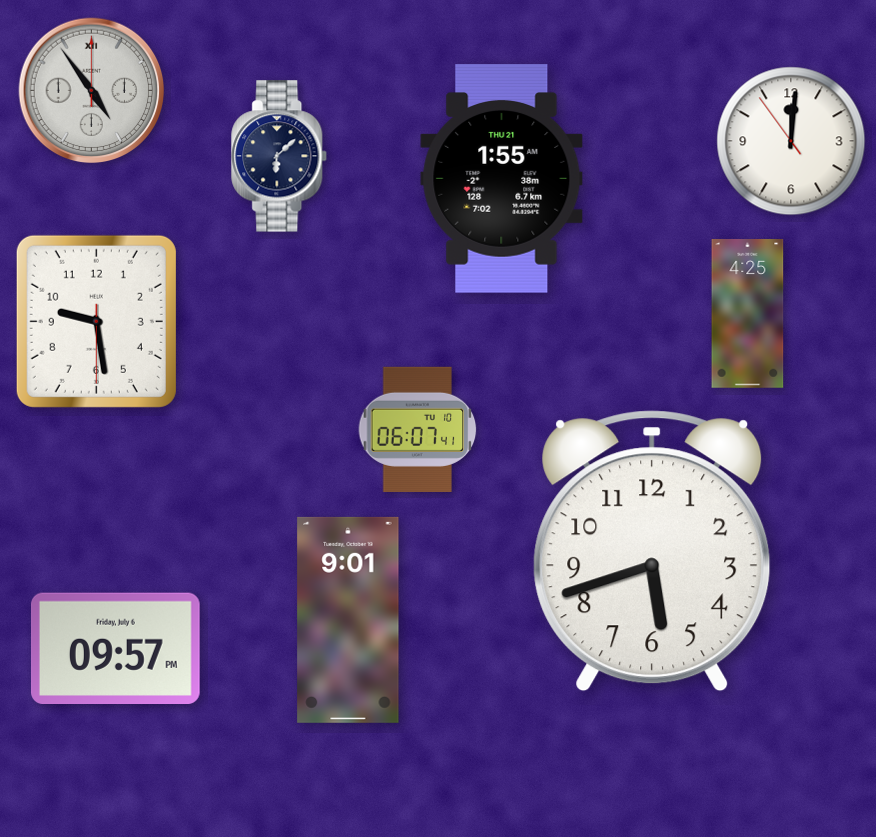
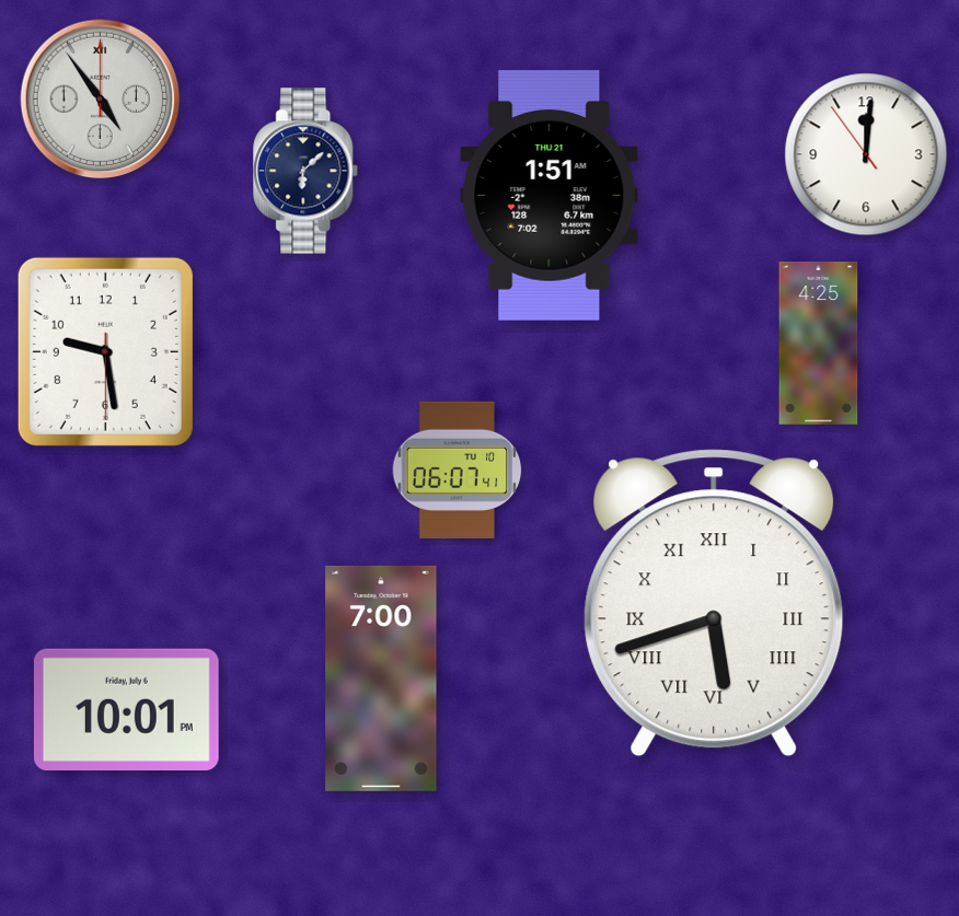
clock at (502, 179): 1:55 -> 1:51
clock at (652, 551) numerals: Arabic -> Roman
clock at (348, 620): 9:01 -> 7:00
clock at (115, 648): 09:57 -> 10:01
